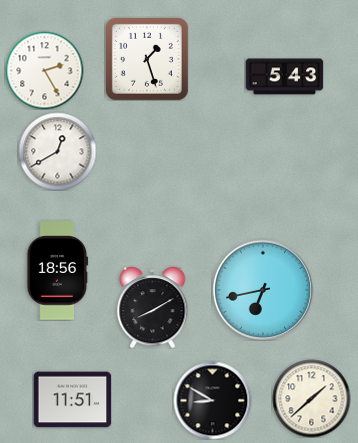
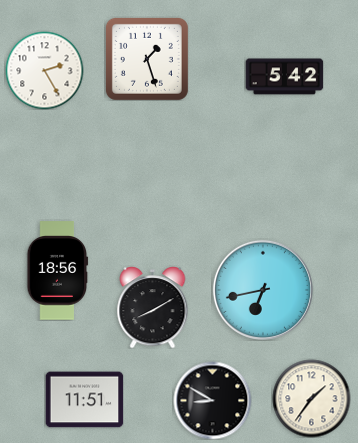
clock at (284, 77): 5:43 -> 5:42
clock at (57, 151): 12:40 -> none
clock at (311, 398): 1:38 -> 1:36
clock at (72, 400) position: (72, 400) -> (84, 400)
